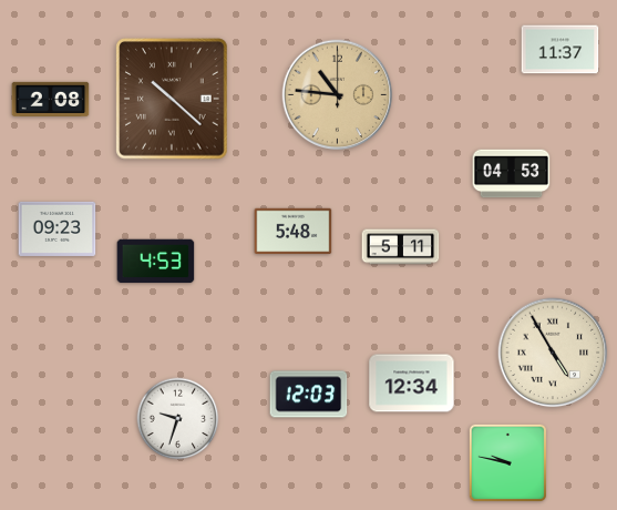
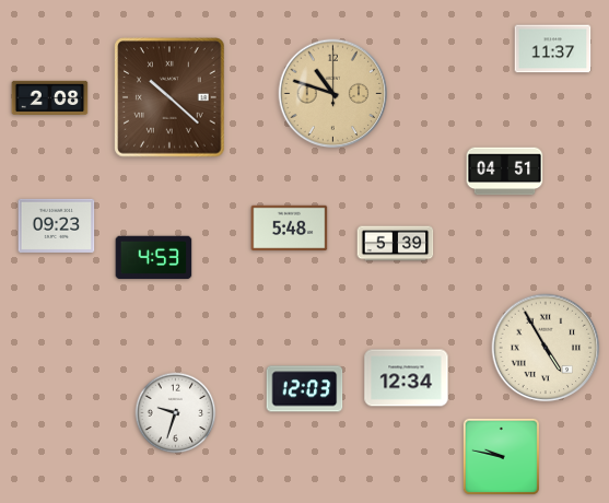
clock at (338, 95): 10:46 -> 10:48
clock at (512, 174): 04:53 -> 04:51
clock at (401, 247): 5:11 -> 5:39
